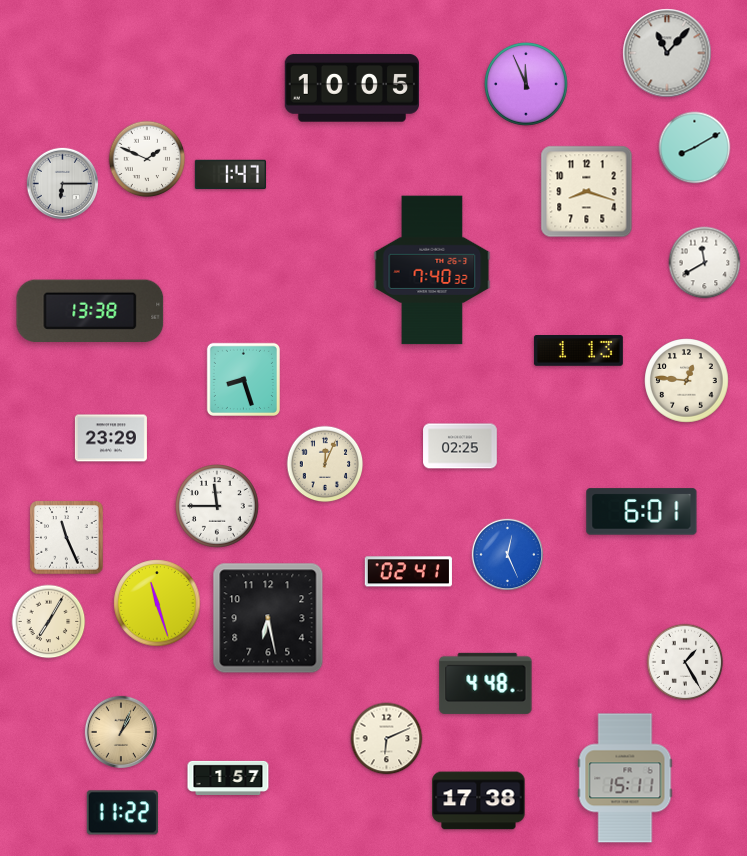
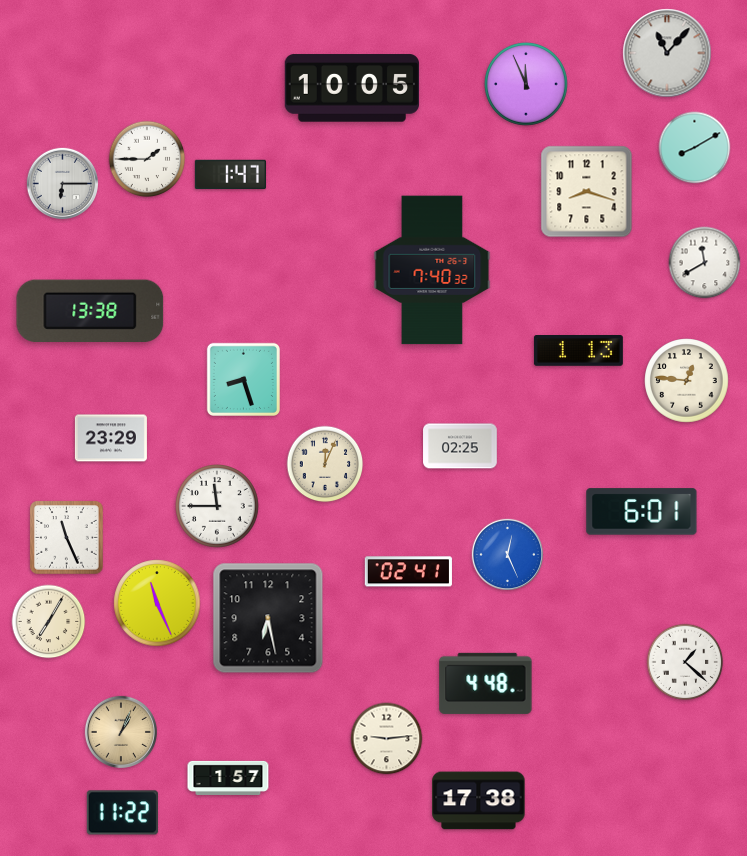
clock at (147, 159): 1:49 -> 1:45
clock at (157, 603): 11:27 -> 11:26
clock at (685, 662): 1:25 -> 1:22
clock at (387, 739): 6:11 -> 9:14
clock at (625, 778): 15:11 -> none
